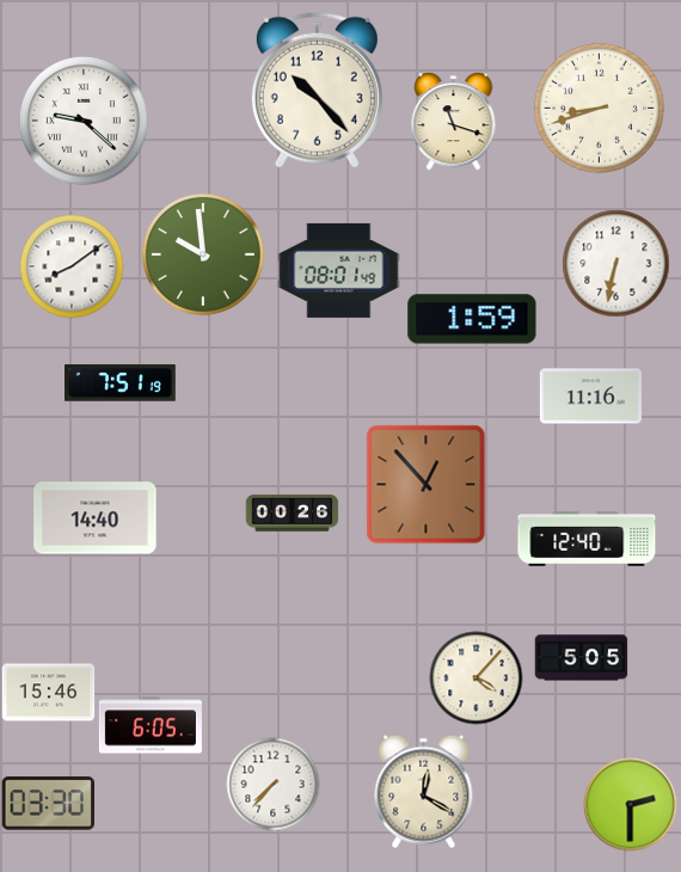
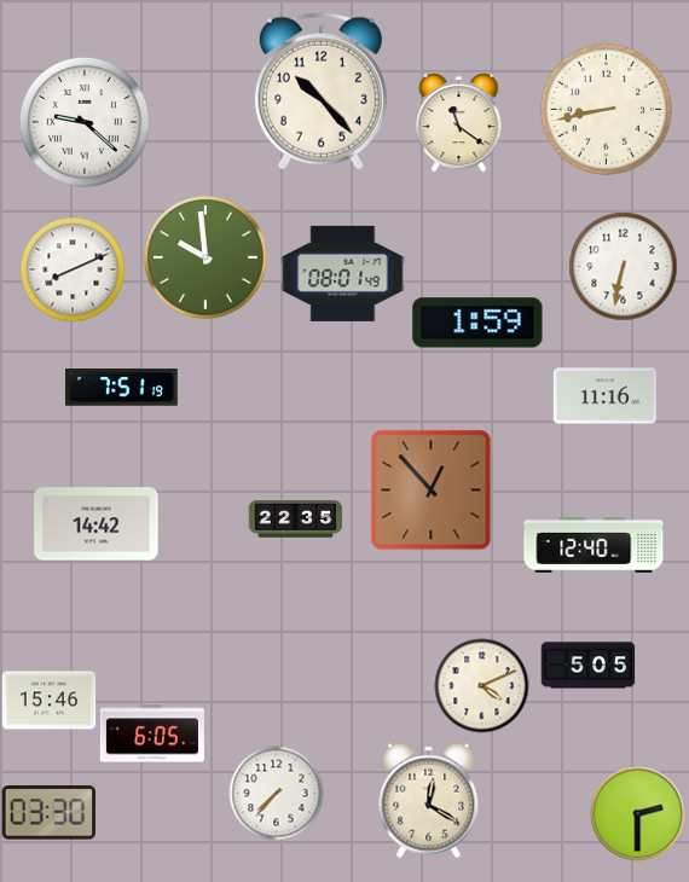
clock at (599, 108): 8:42 -> 8:43
clock at (454, 121): 11:18 -> 11:21
clock at (72, 266): 8:09 -> 8:11
clock at (590, 397) position: (590, 397) -> (604, 396)
clock at (292, 514): 00:26 -> 22:35
clock at (96, 518): 14:40 -> 14:42
clock at (476, 677): 4:07 -> 4:11
